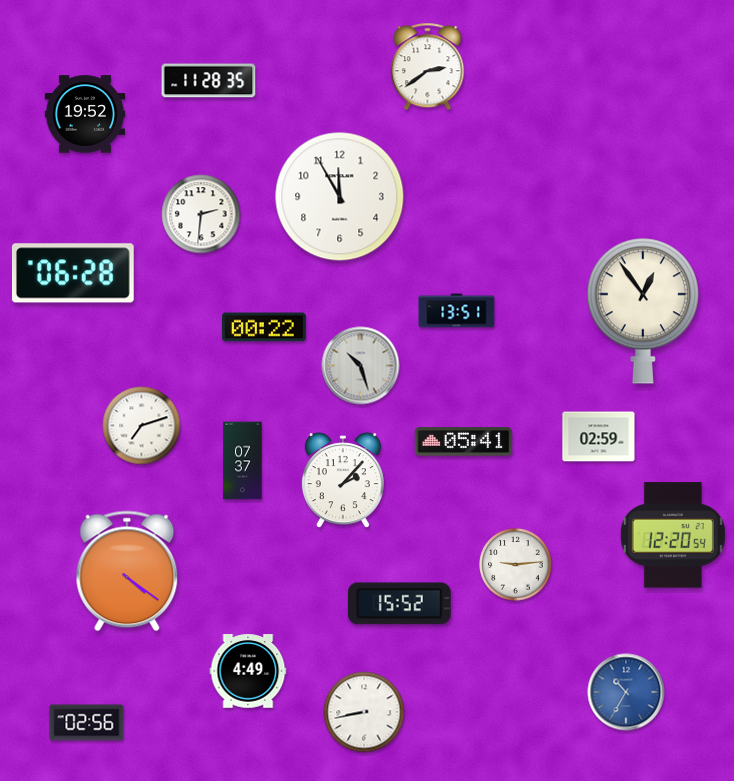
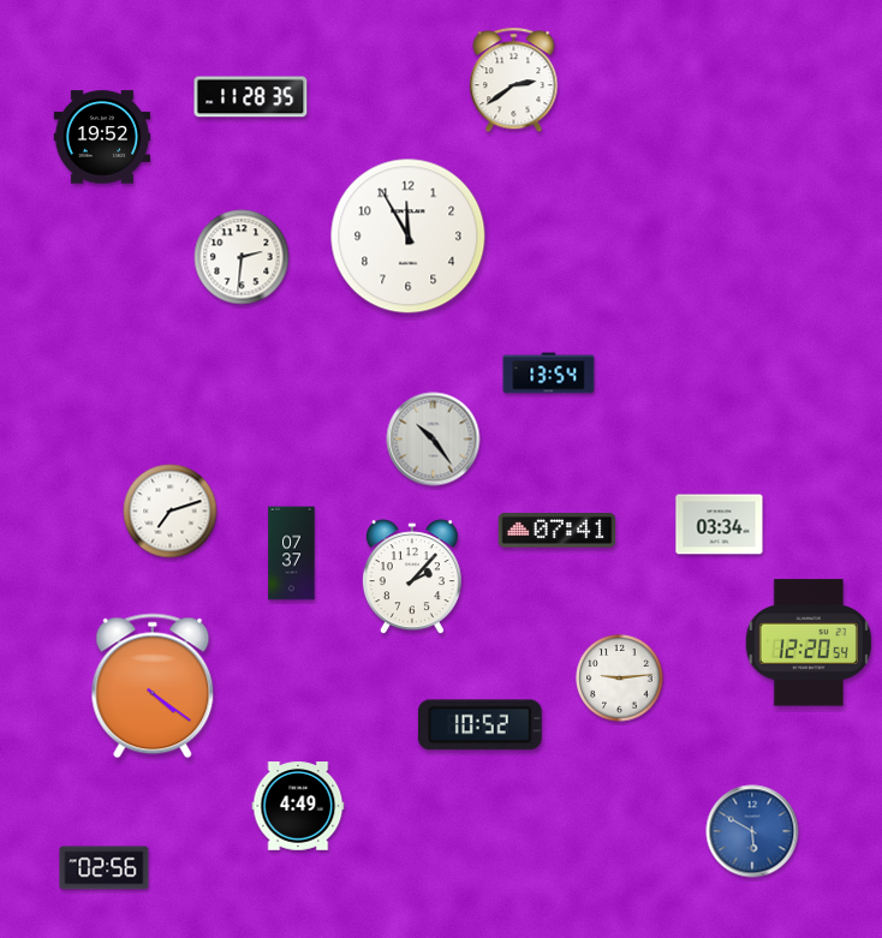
clock at (73, 273): 06:28 -> none
clock at (457, 311): 13:51 -> 13:54
clock at (643, 311): 12:54 -> none
clock at (264, 327): 00:22 -> none
clock at (361, 366): 10:27 -> 10:24
clock at (599, 437): 02:59 -> 03:34
clock at (464, 442): 05:41 -> 07:41
clock at (399, 604): 15:52 -> 10:52
clock at (626, 692): 10:35 -> 5:50
clock at (364, 712): 8:43 -> none
